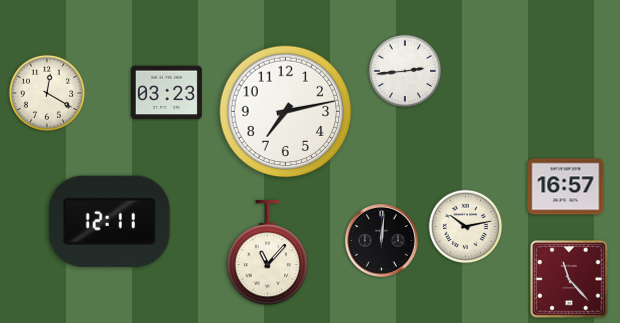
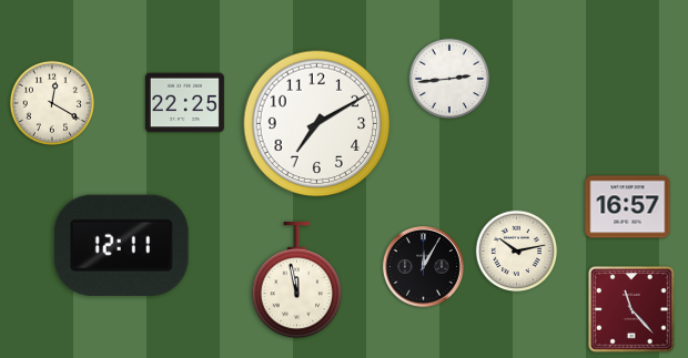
clock at (166, 93): 03:23 -> 22:25
clock at (286, 112): 7:13 -> 7:10
clock at (381, 240): 12:01 -> 12:05
clock at (267, 253): 11:07 -> 11:58
